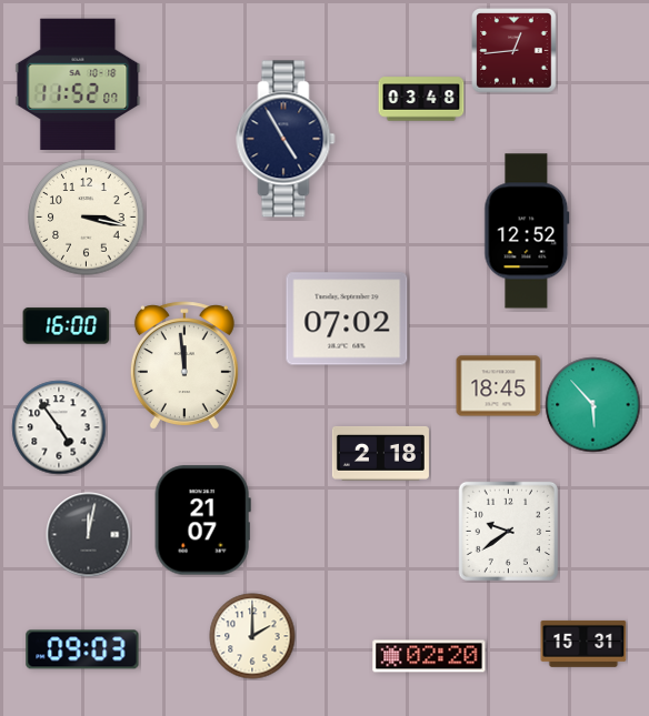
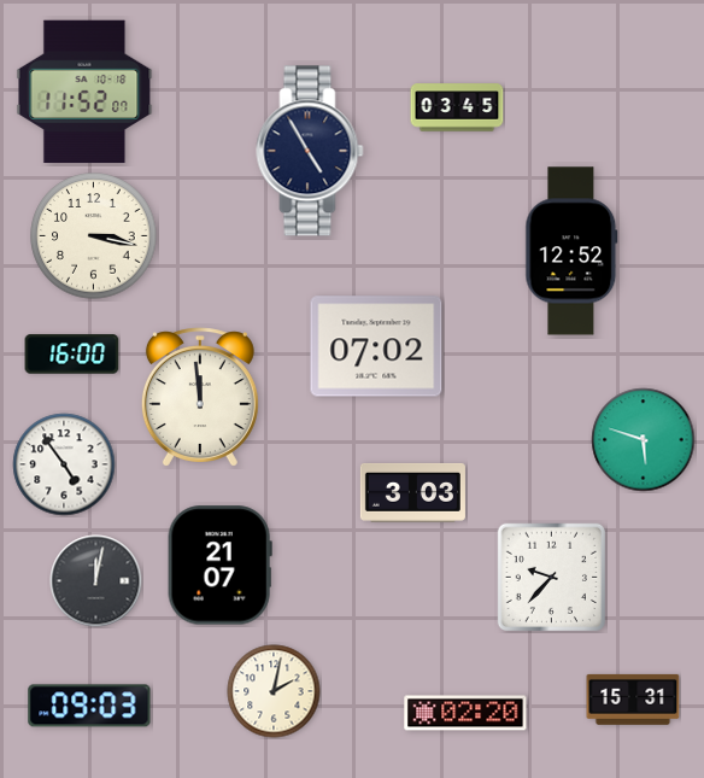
clock at (515, 51): 12:44 -> none
clock at (421, 99): 03:48 -> 03:45
clock at (499, 386): 18:45 -> none
clock at (593, 405): 5:53 -> 5:48
clock at (380, 453): 2:18 -> 3:03
clock at (508, 531): 9:39 -> 9:37
clock at (252, 636): 2:00 -> 2:02
